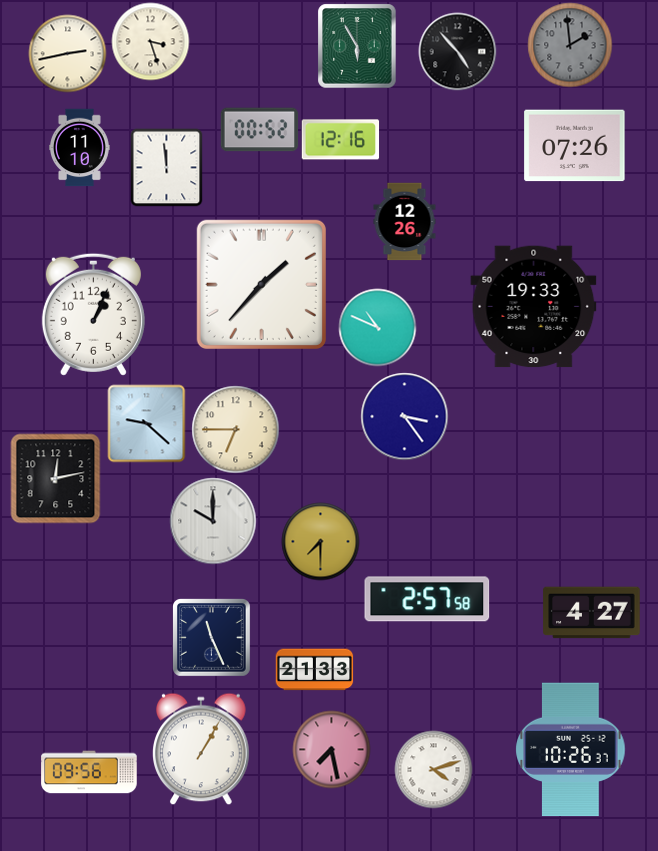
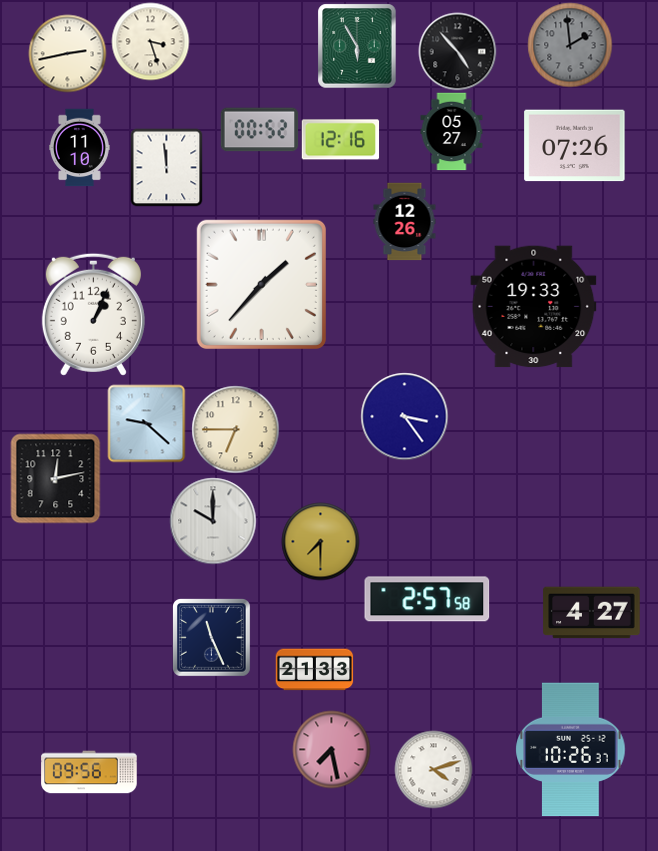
clock at (452, 131): none -> 05:27
clock at (377, 327): 10:49 -> none
clock at (202, 749): 1:05 -> none
